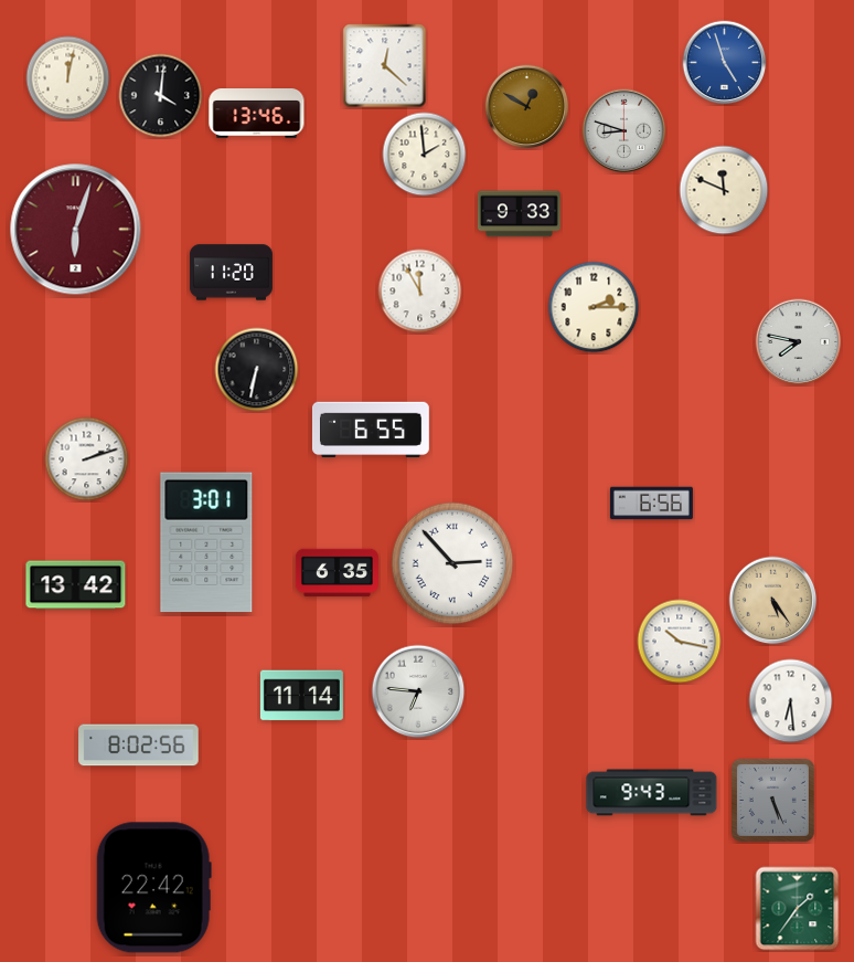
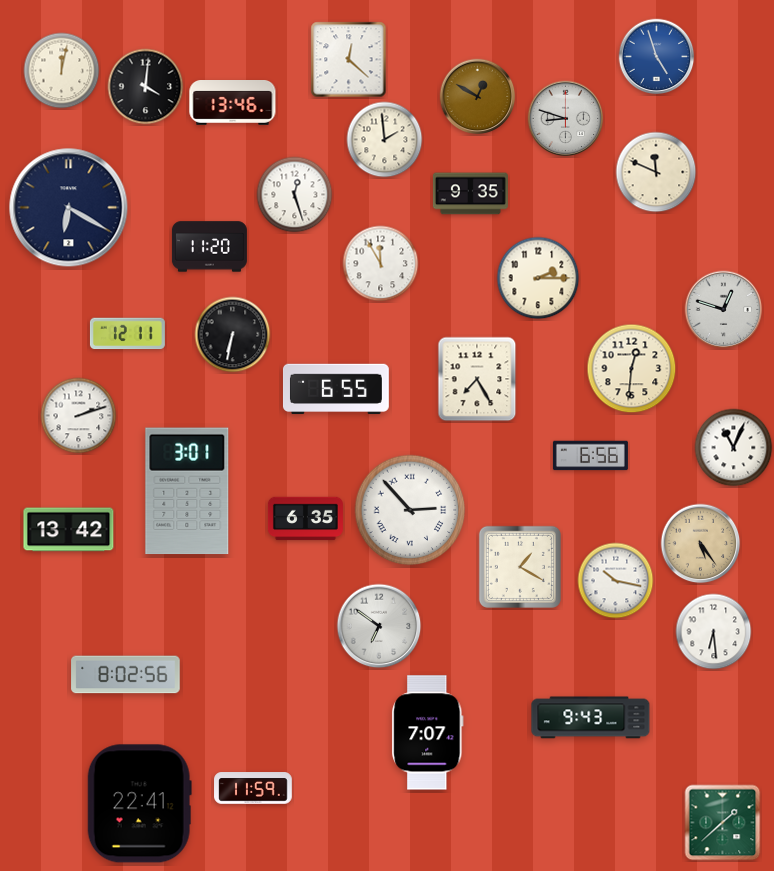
clock at (519, 214): 9:33 -> 9:35
clock at (295, 195): none -> 12:27
clock at (76, 230): 6:03 -> 6:20
clock at (76, 230) dial: burgundy -> navy
clock at (799, 342): 7:47 -> 12:48
clock at (127, 334): none -> 12:11
clock at (632, 369): none -> 12:31
clock at (477, 379): none -> 7:25
clock at (734, 448): none -> 11:04
clock at (520, 567): none -> 1:20
clock at (418, 691): 6:46 -> 6:51
clock at (301, 696): 11:14 -> none
clock at (791, 701) position: (791, 701) -> (714, 632)
clock at (772, 800): 5:26 -> none
clock at (428, 733): none -> 7:07
clock at (253, 788): none -> 11:59
clock at (153, 888): 22:42 -> 22:41
clock at (798, 909): 1:36 -> 1:38
